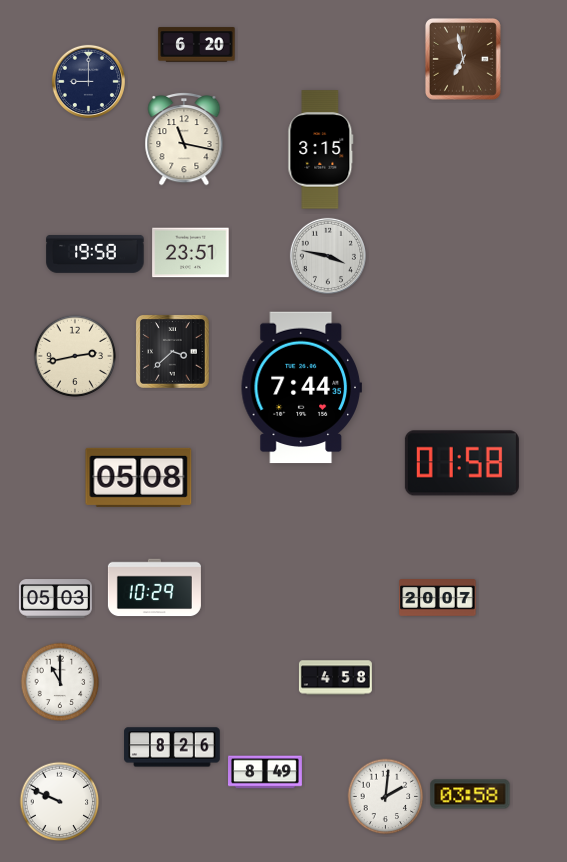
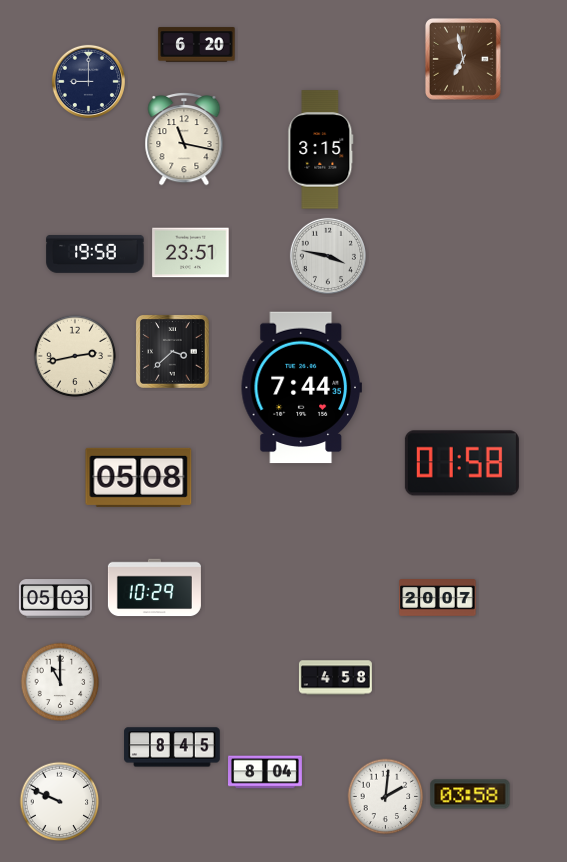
clock at (172, 747): 8:26 -> 8:45
clock at (266, 772): 8:49 -> 8:04
